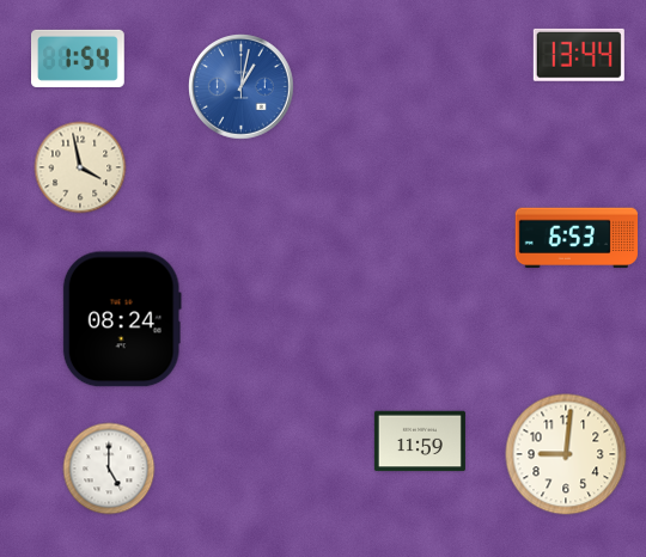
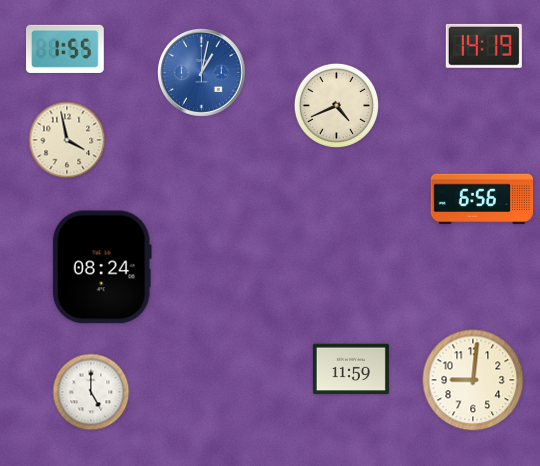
clock at (579, 55): 13:44 -> 14:19
clock at (79, 59): 1:54 -> 1:55
clock at (336, 105): none -> 4:41
clock at (575, 238): 6:53 -> 6:56
